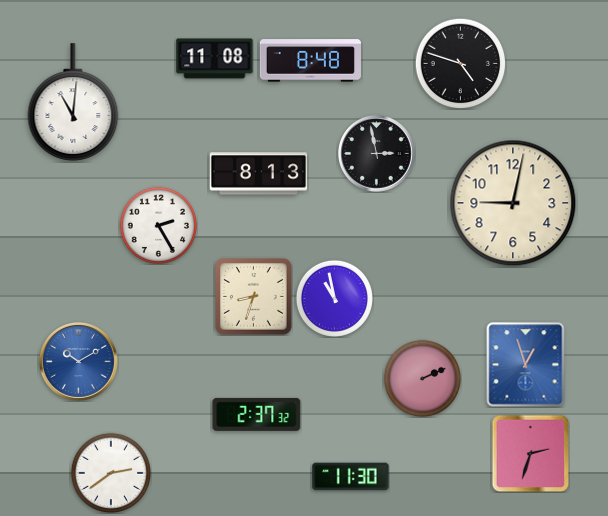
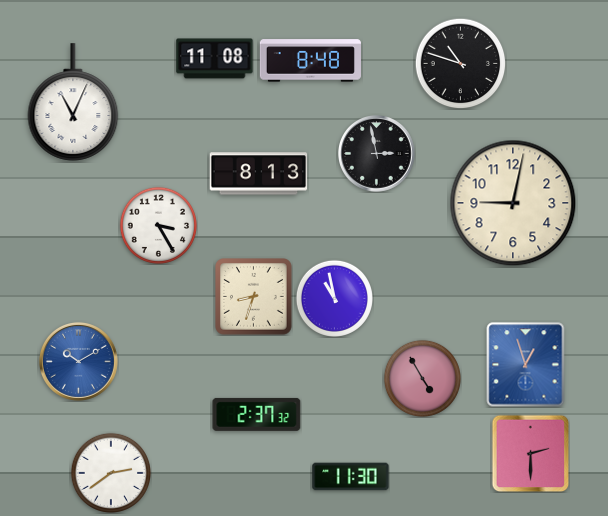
clock at (460, 63): 4:48 -> 10:48
clock at (73, 102): 11:01 -> 11:04
clock at (158, 225): 2:25 -> 3:25
clock at (422, 378): 2:11 -> 4:55
clock at (530, 453): 2:33 -> 2:30
